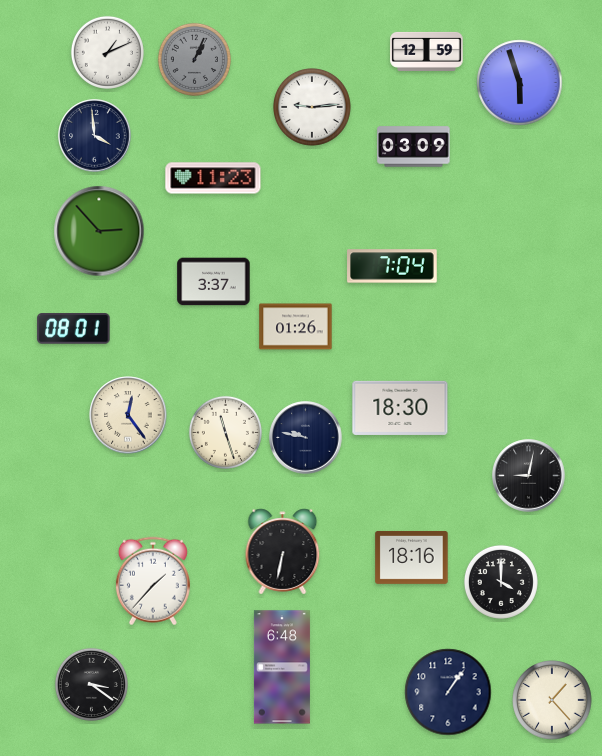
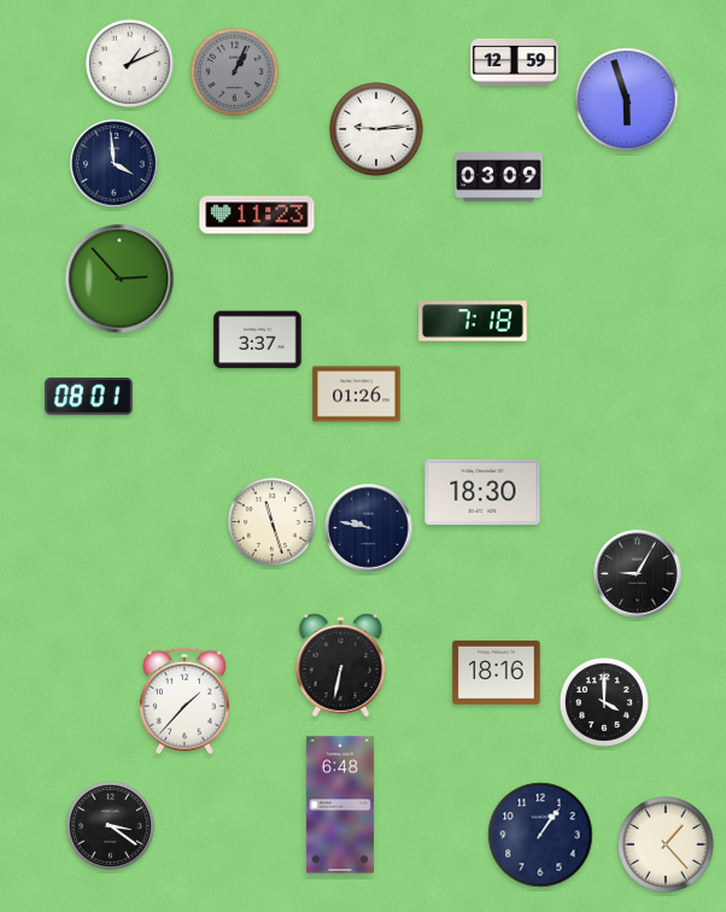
clock at (392, 266): 7:04 -> 7:18
clock at (128, 415): 12:24 -> none
clock at (529, 476): 9:02 -> 9:05
